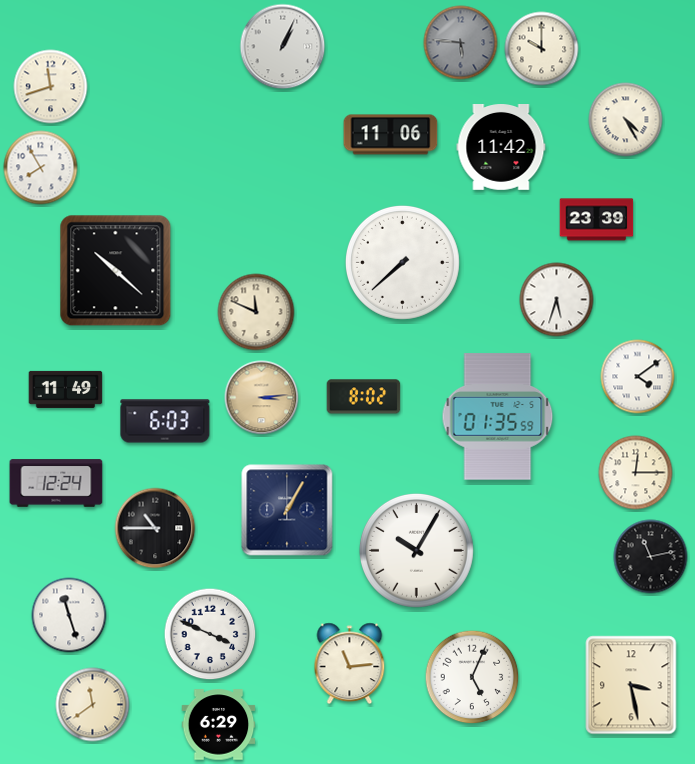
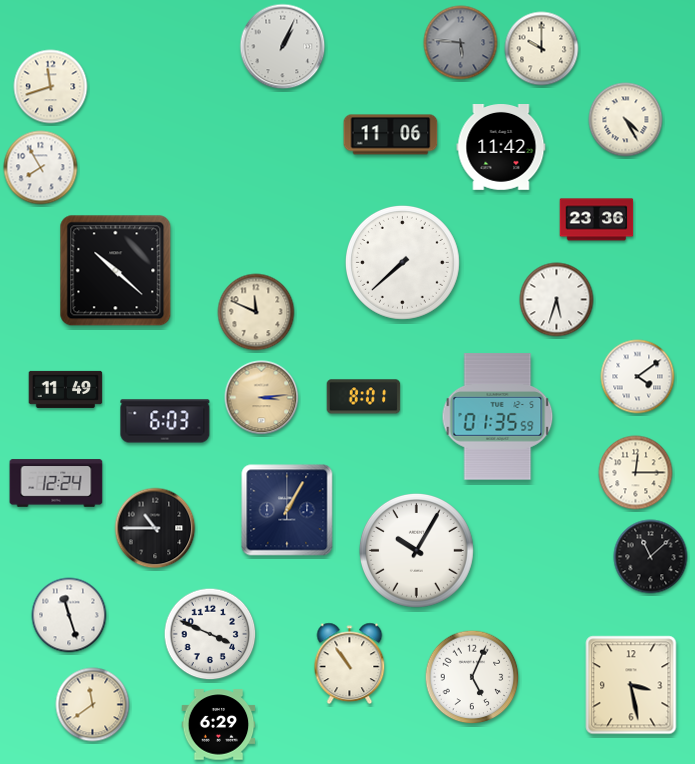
clock at (597, 220): 23:39 -> 23:36
clock at (364, 397): 8:02 -> 8:01
clock at (651, 557): 11:13 -> 11:08
clock at (350, 664): 11:14 -> 10:54
